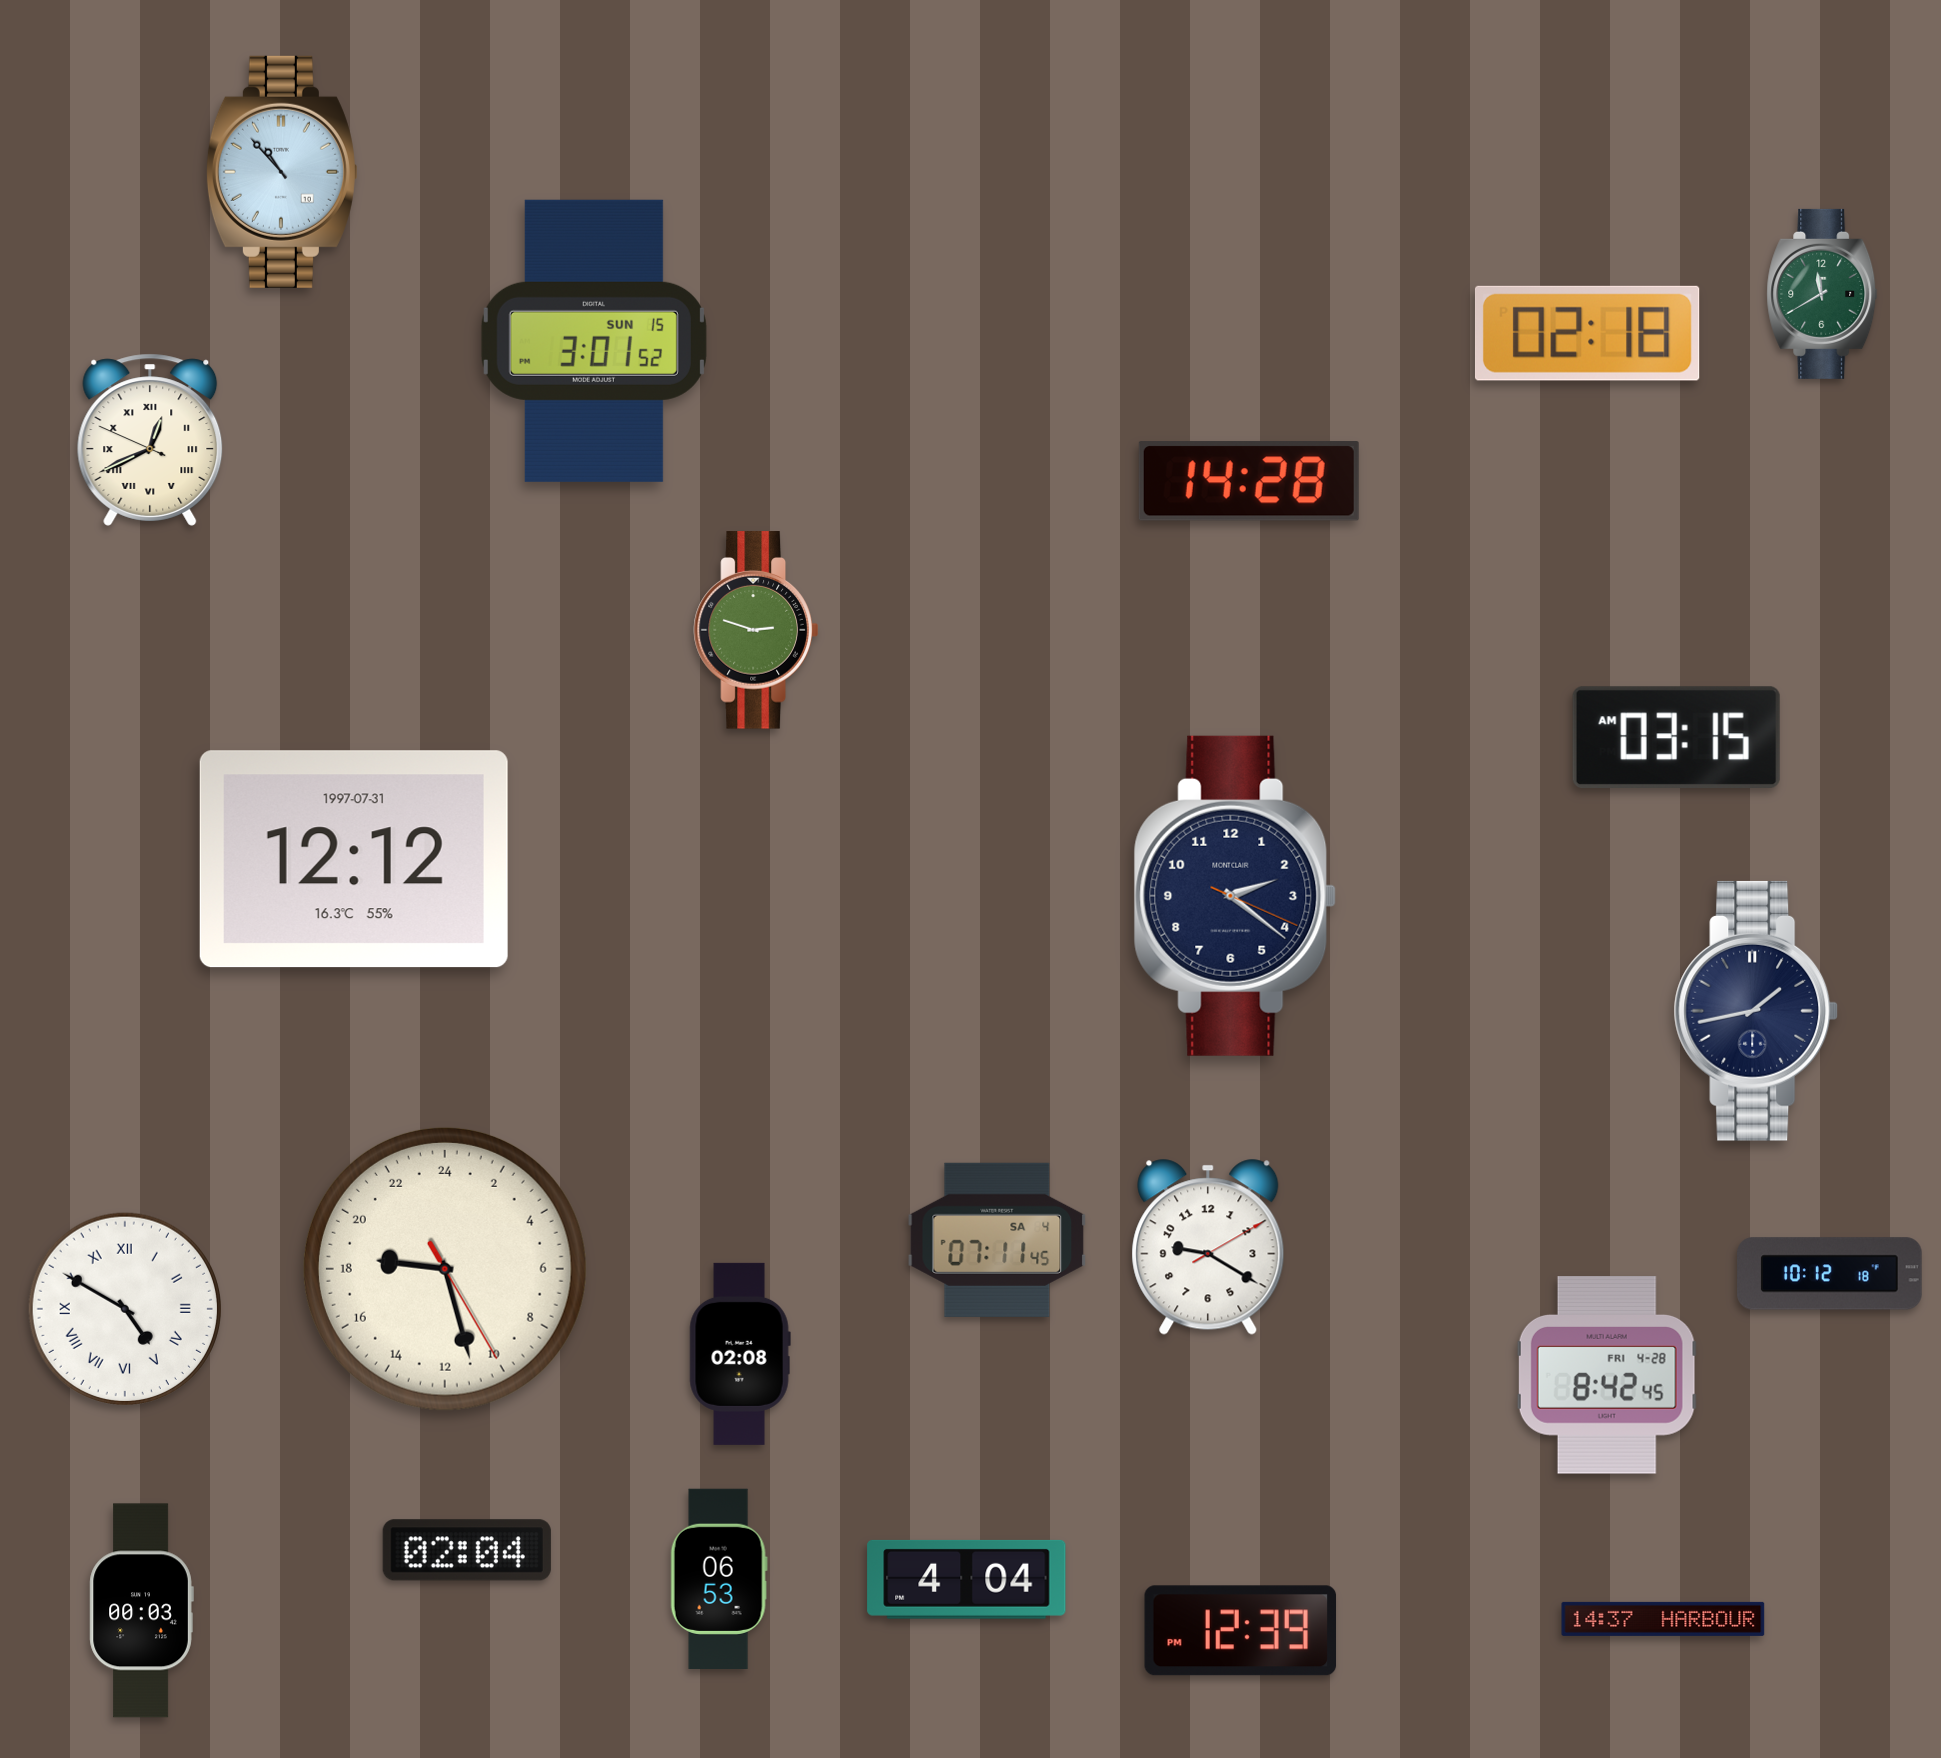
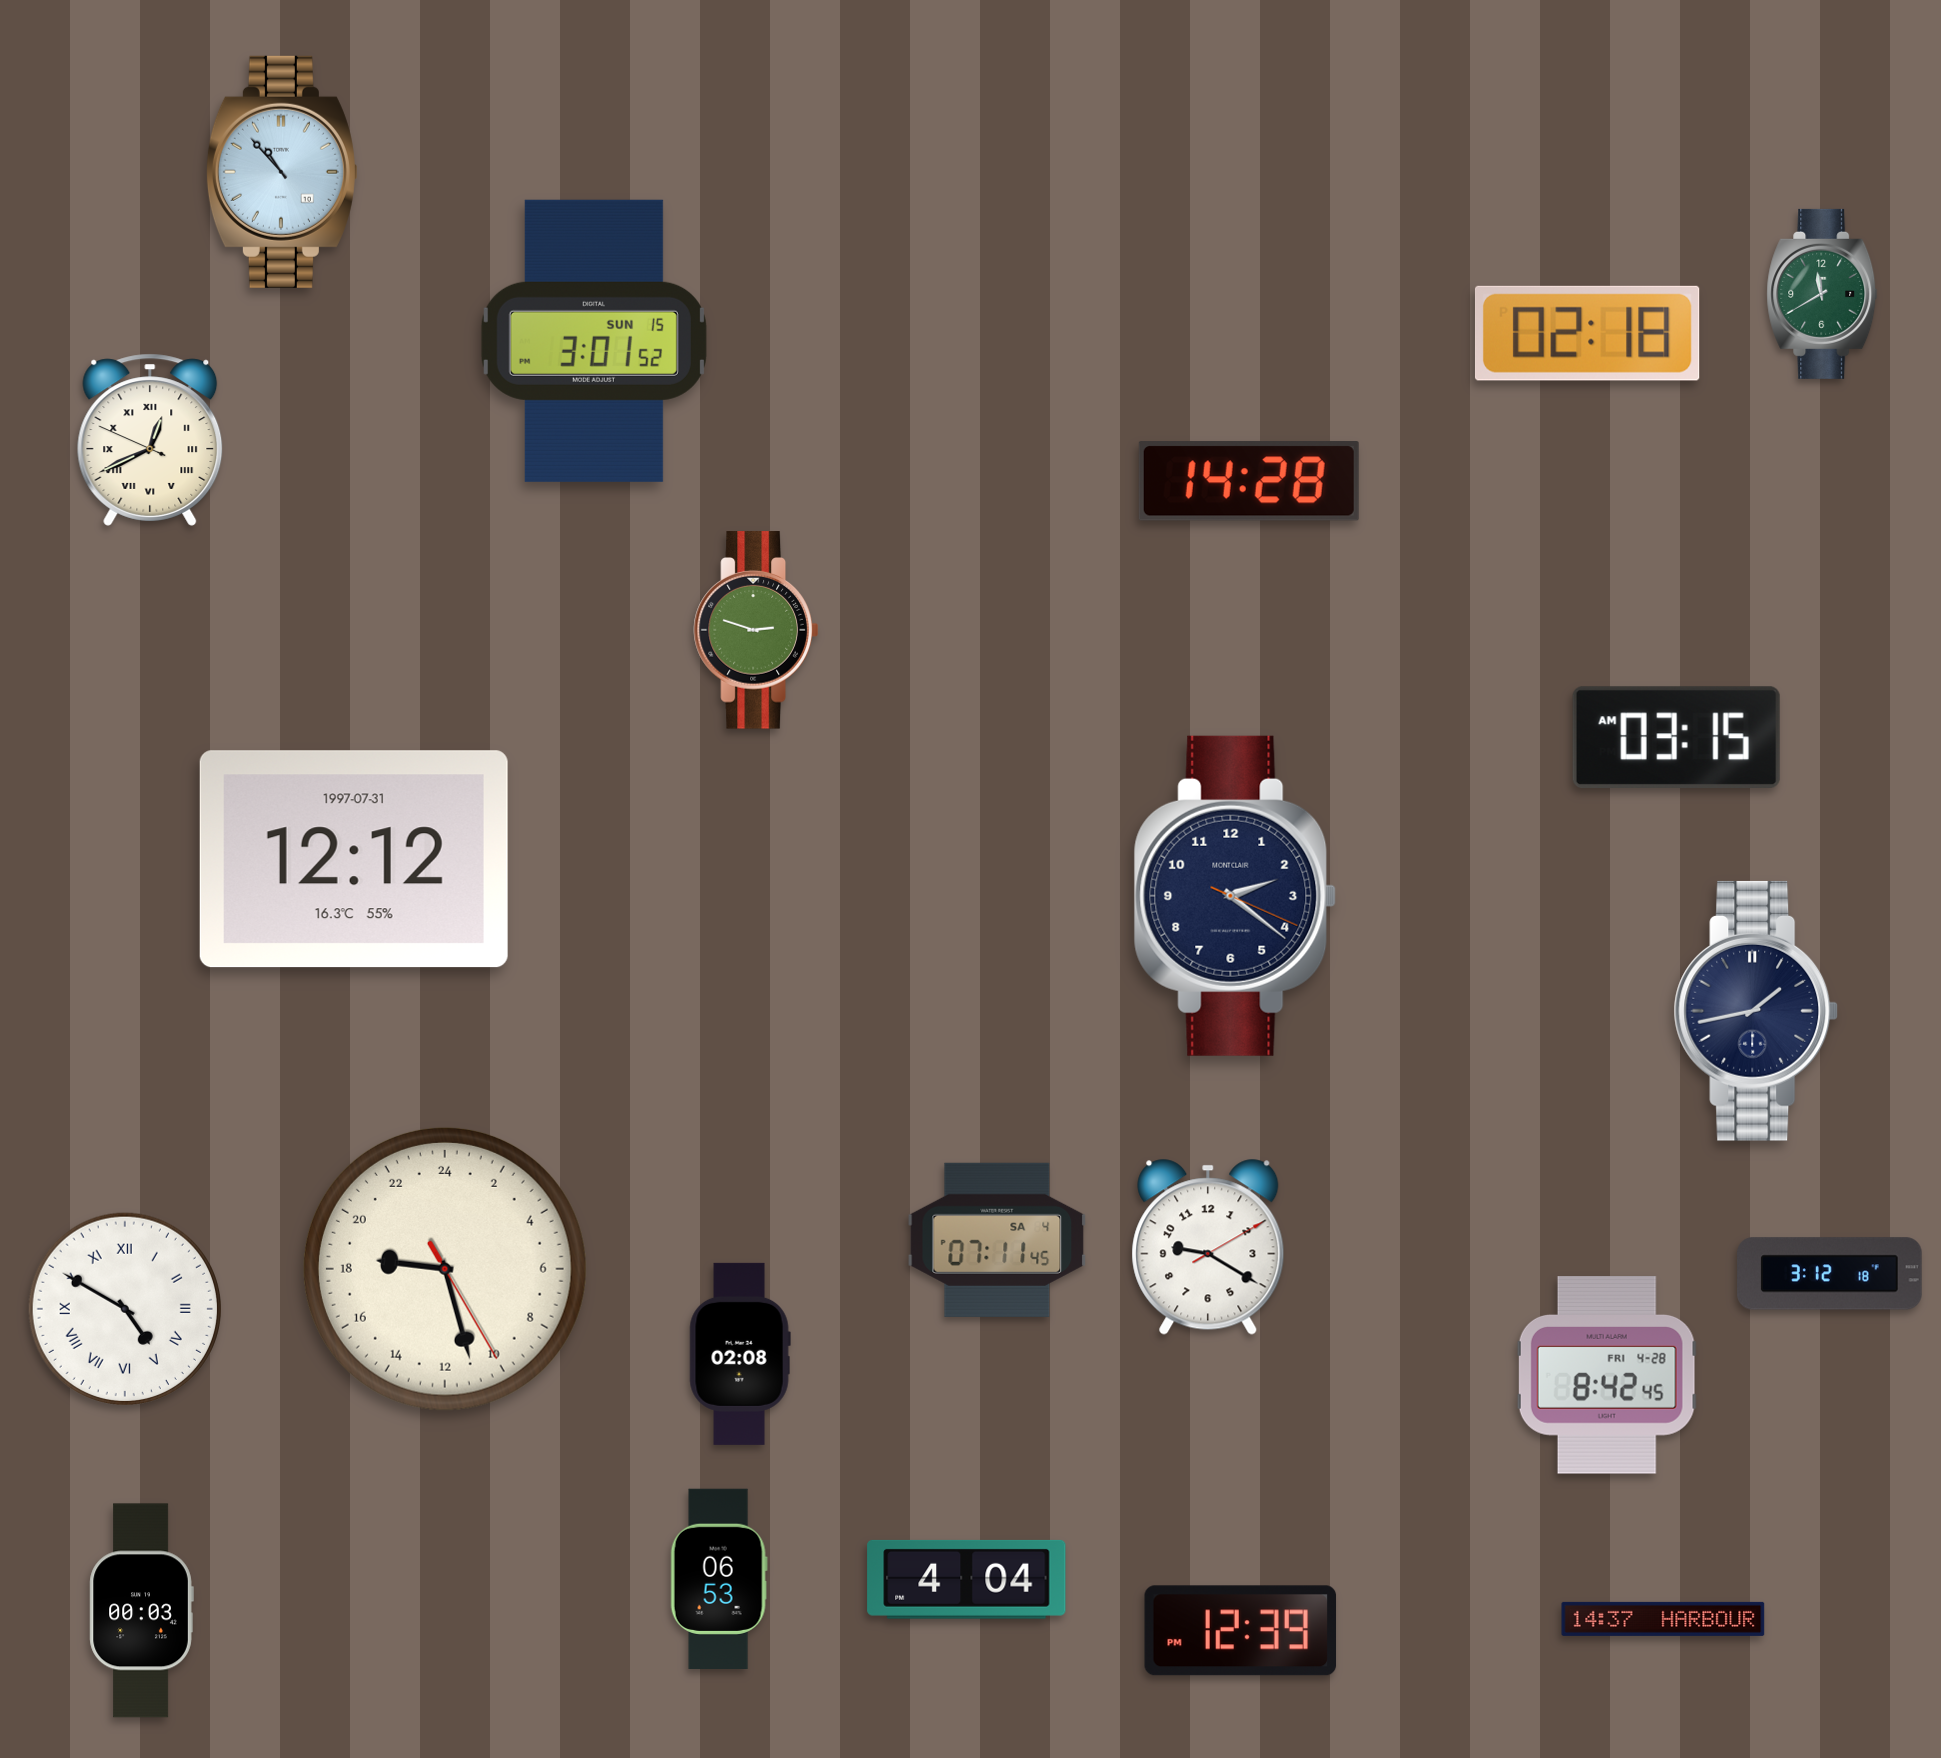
clock at (1830, 1274): 10:12 -> 3:12
clock at (467, 1550): 02:04 -> none
